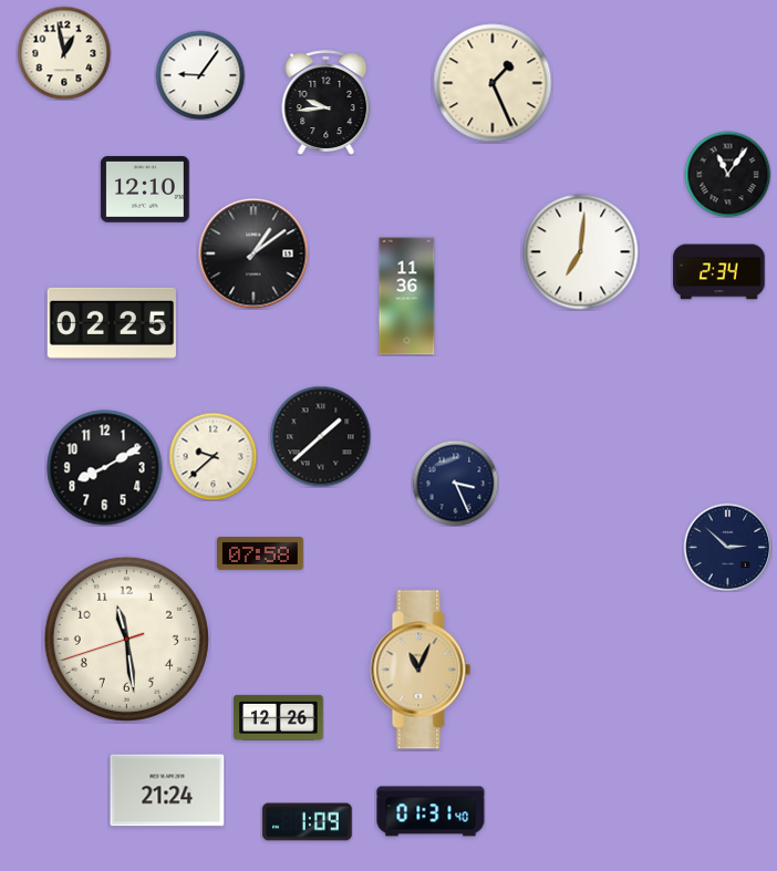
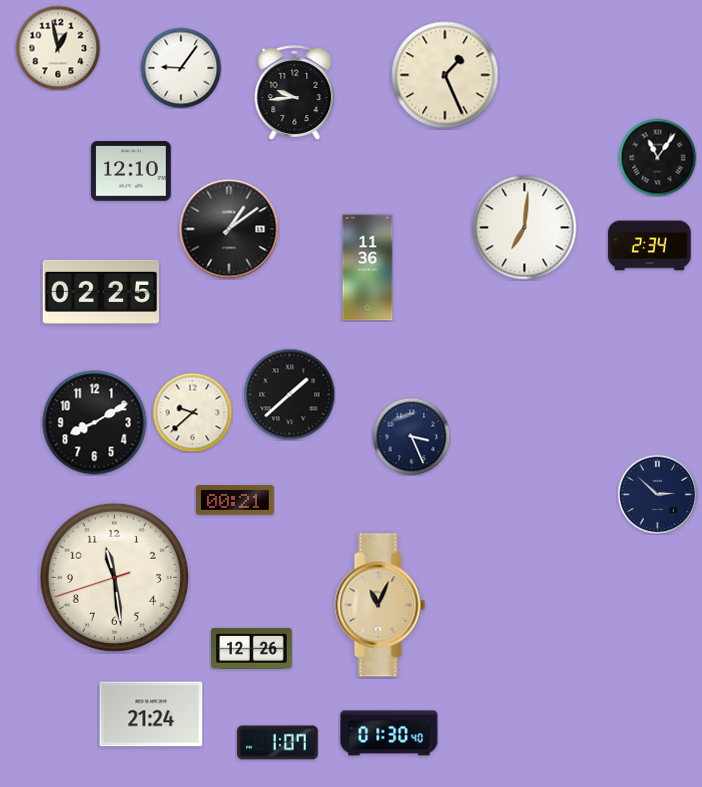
clock at (261, 553): 07:58 -> 00:21
clock at (431, 811): 01:31 -> 01:30
clock at (308, 822): 1:09 -> 1:07
